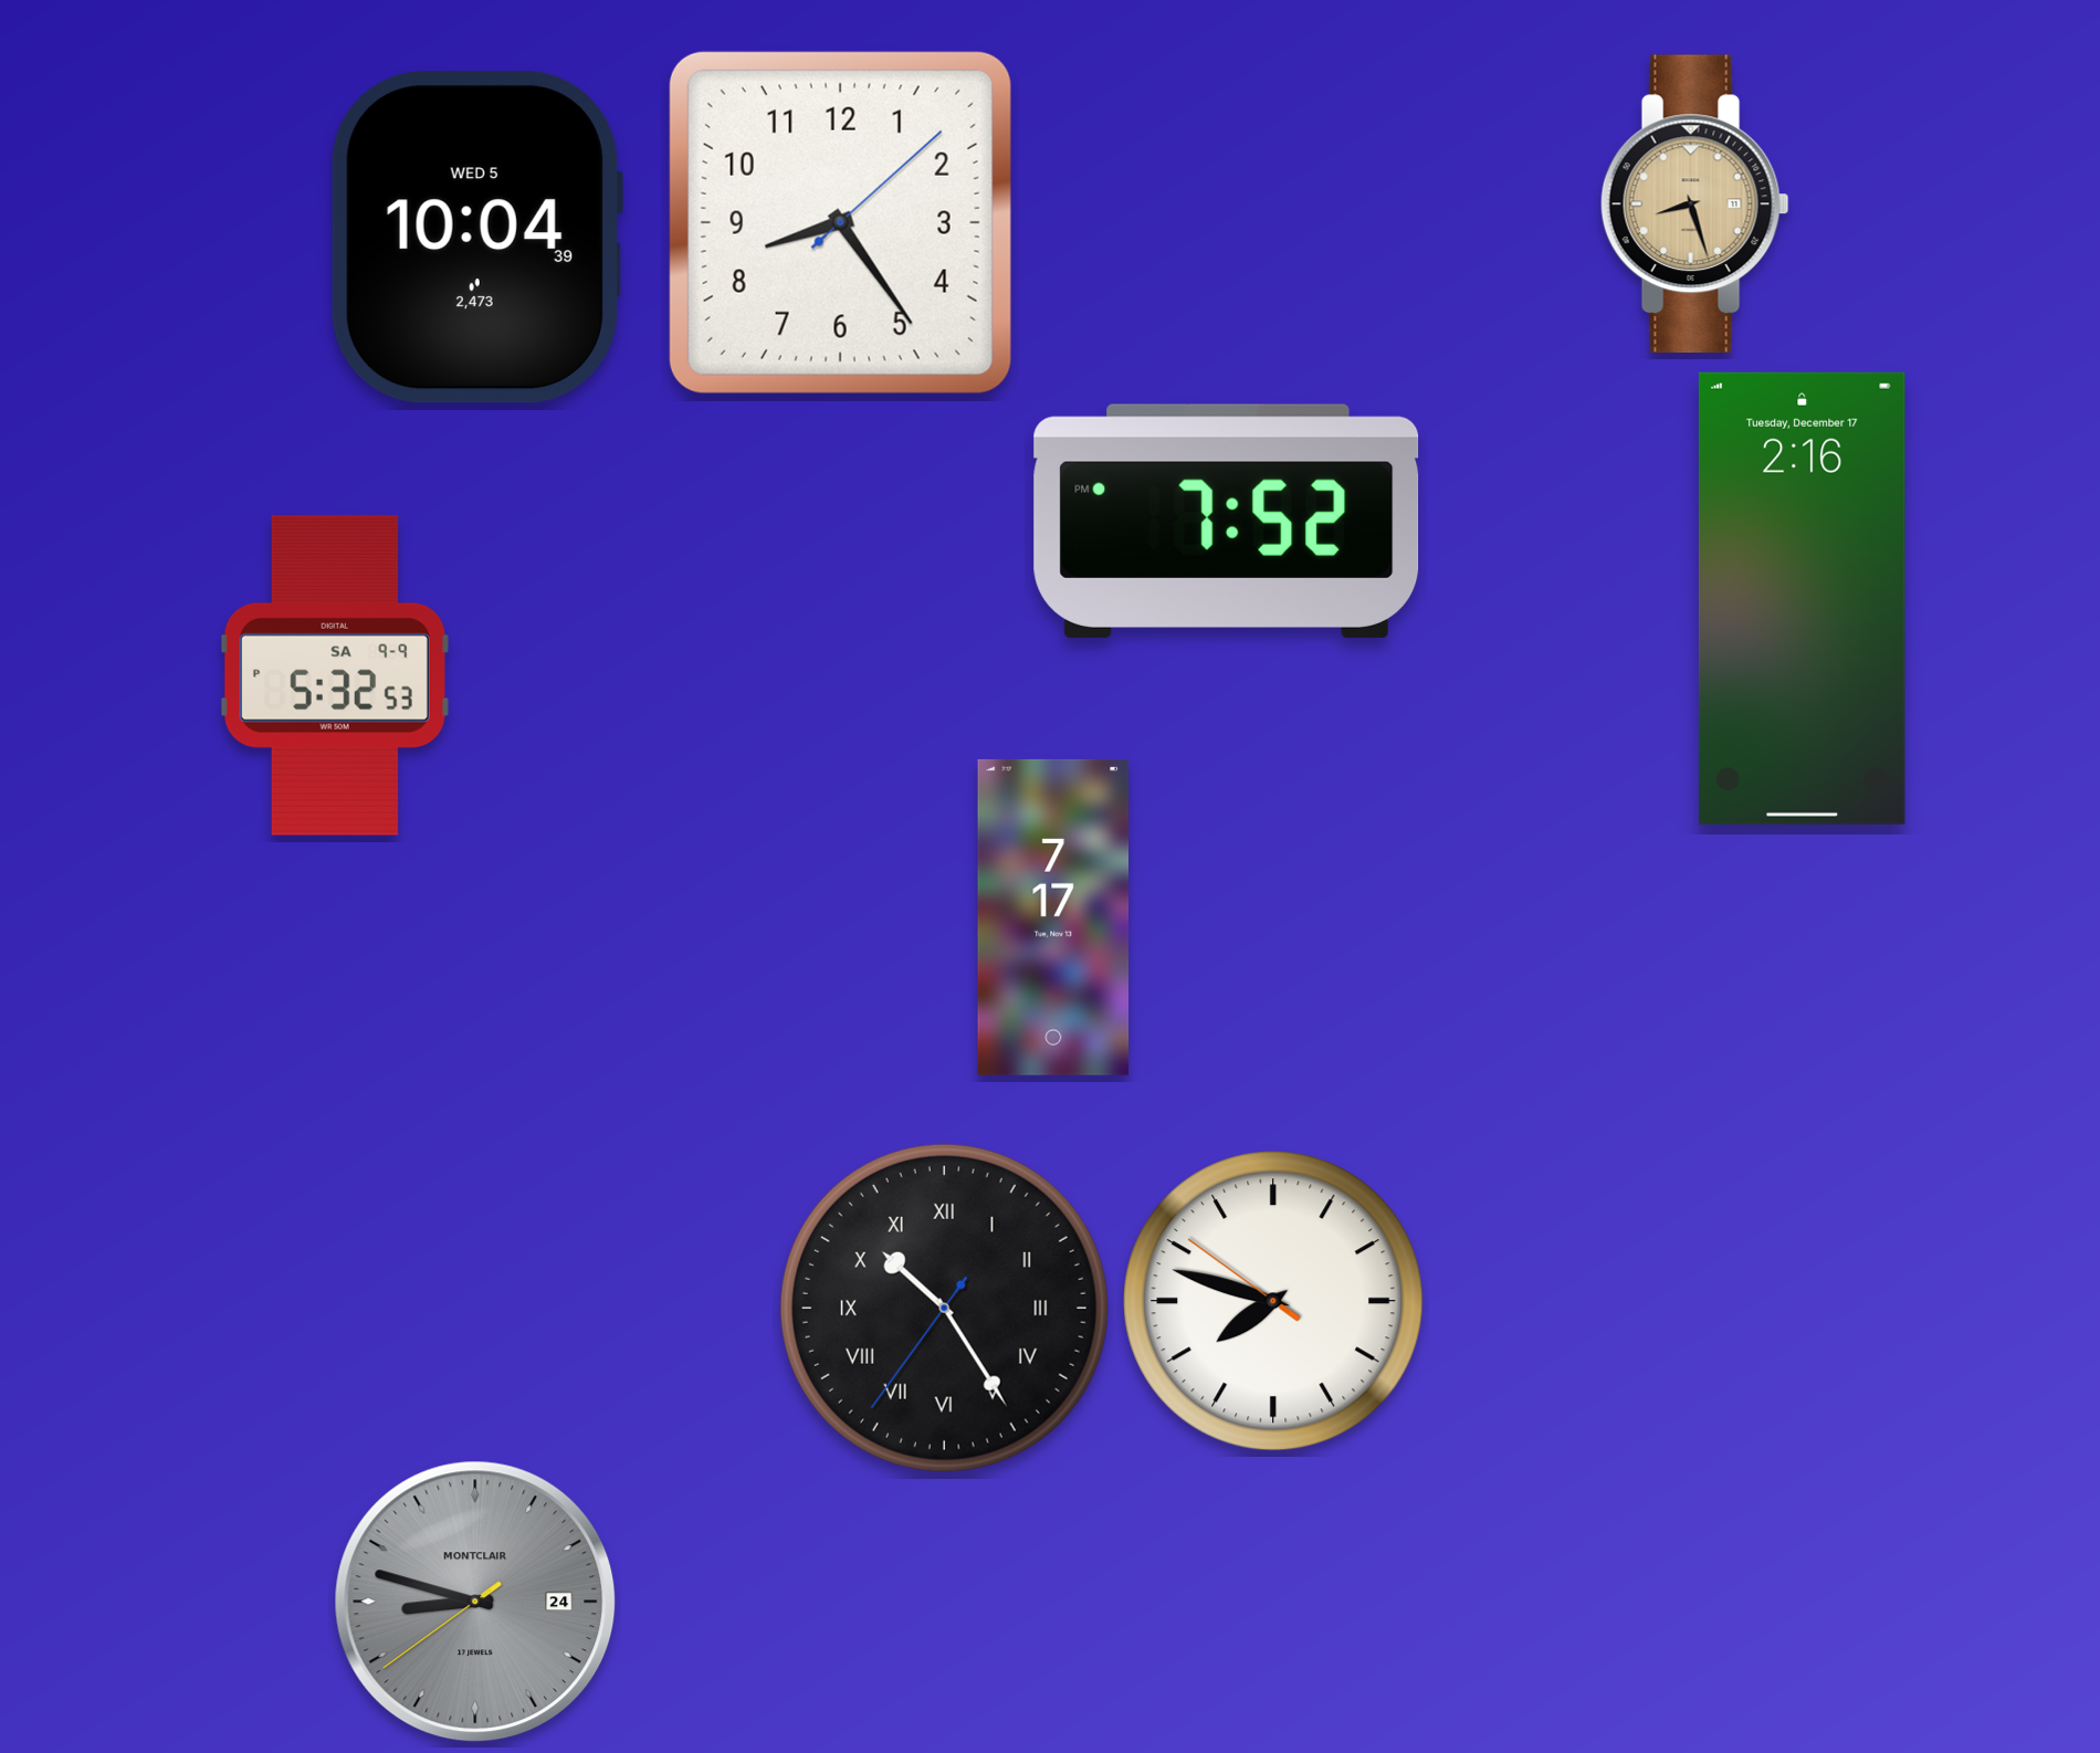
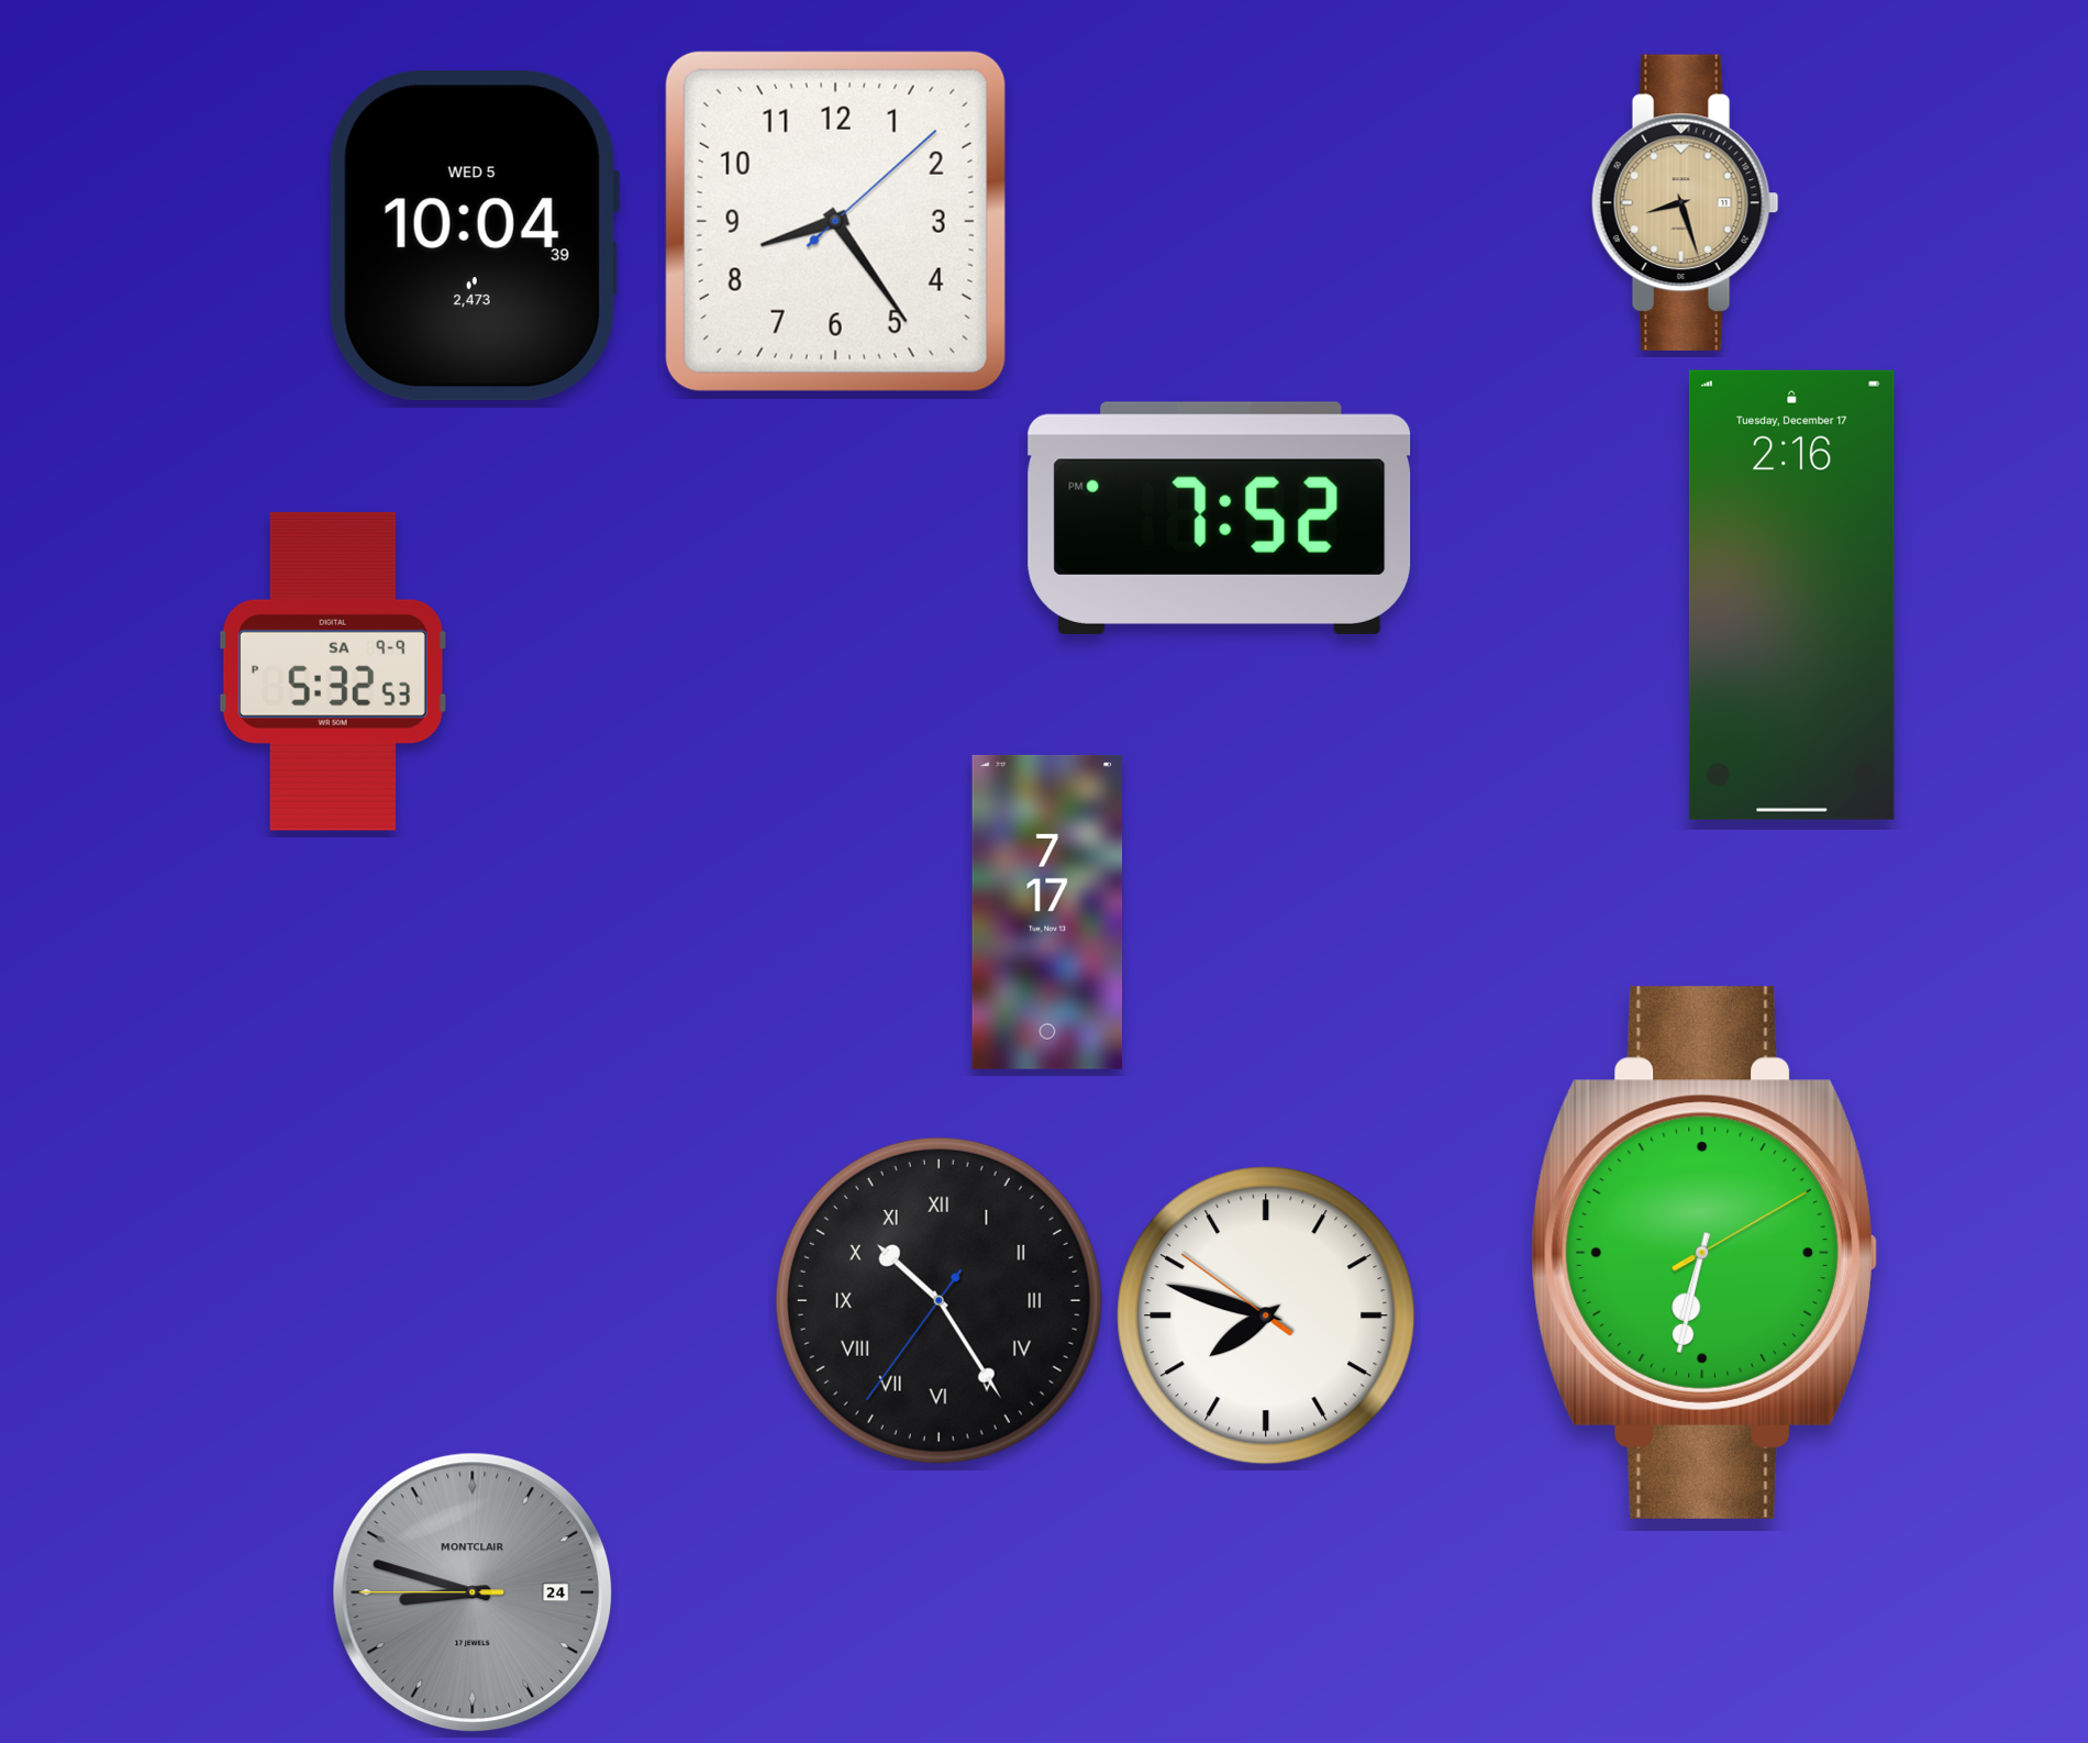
clock at (1704, 1253): none -> 6:32
clock at (1273, 1301) position: (1273, 1301) -> (1266, 1315)
clock at (475, 1602): 8:47:39 -> 8:47:45
